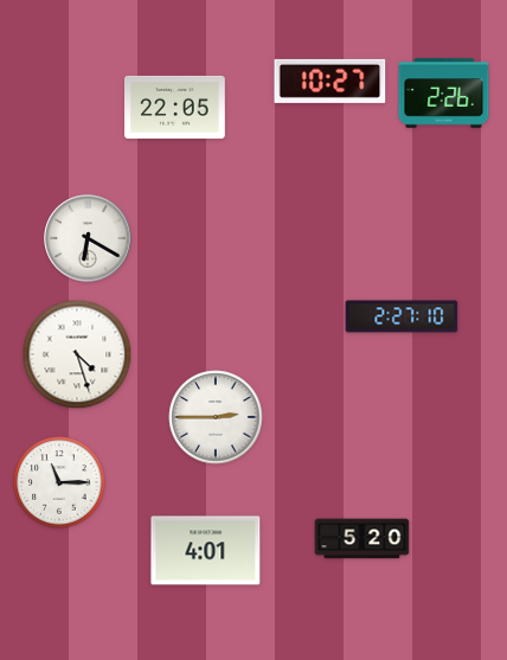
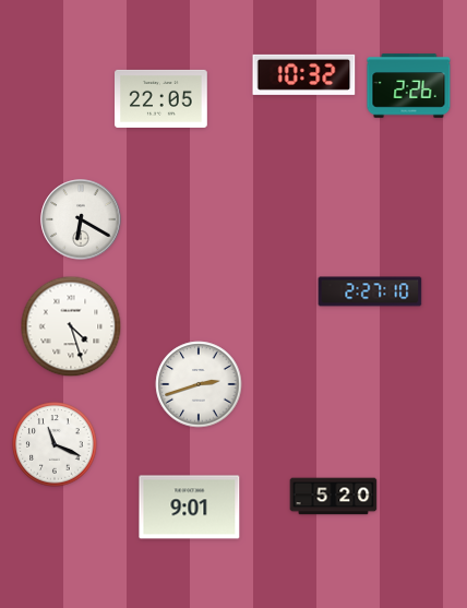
clock at (330, 81): 10:27 -> 10:32
clock at (216, 417): 2:45 -> 2:42
clock at (59, 482): 11:15 -> 11:19
clock at (206, 551): 4:01 -> 9:01
